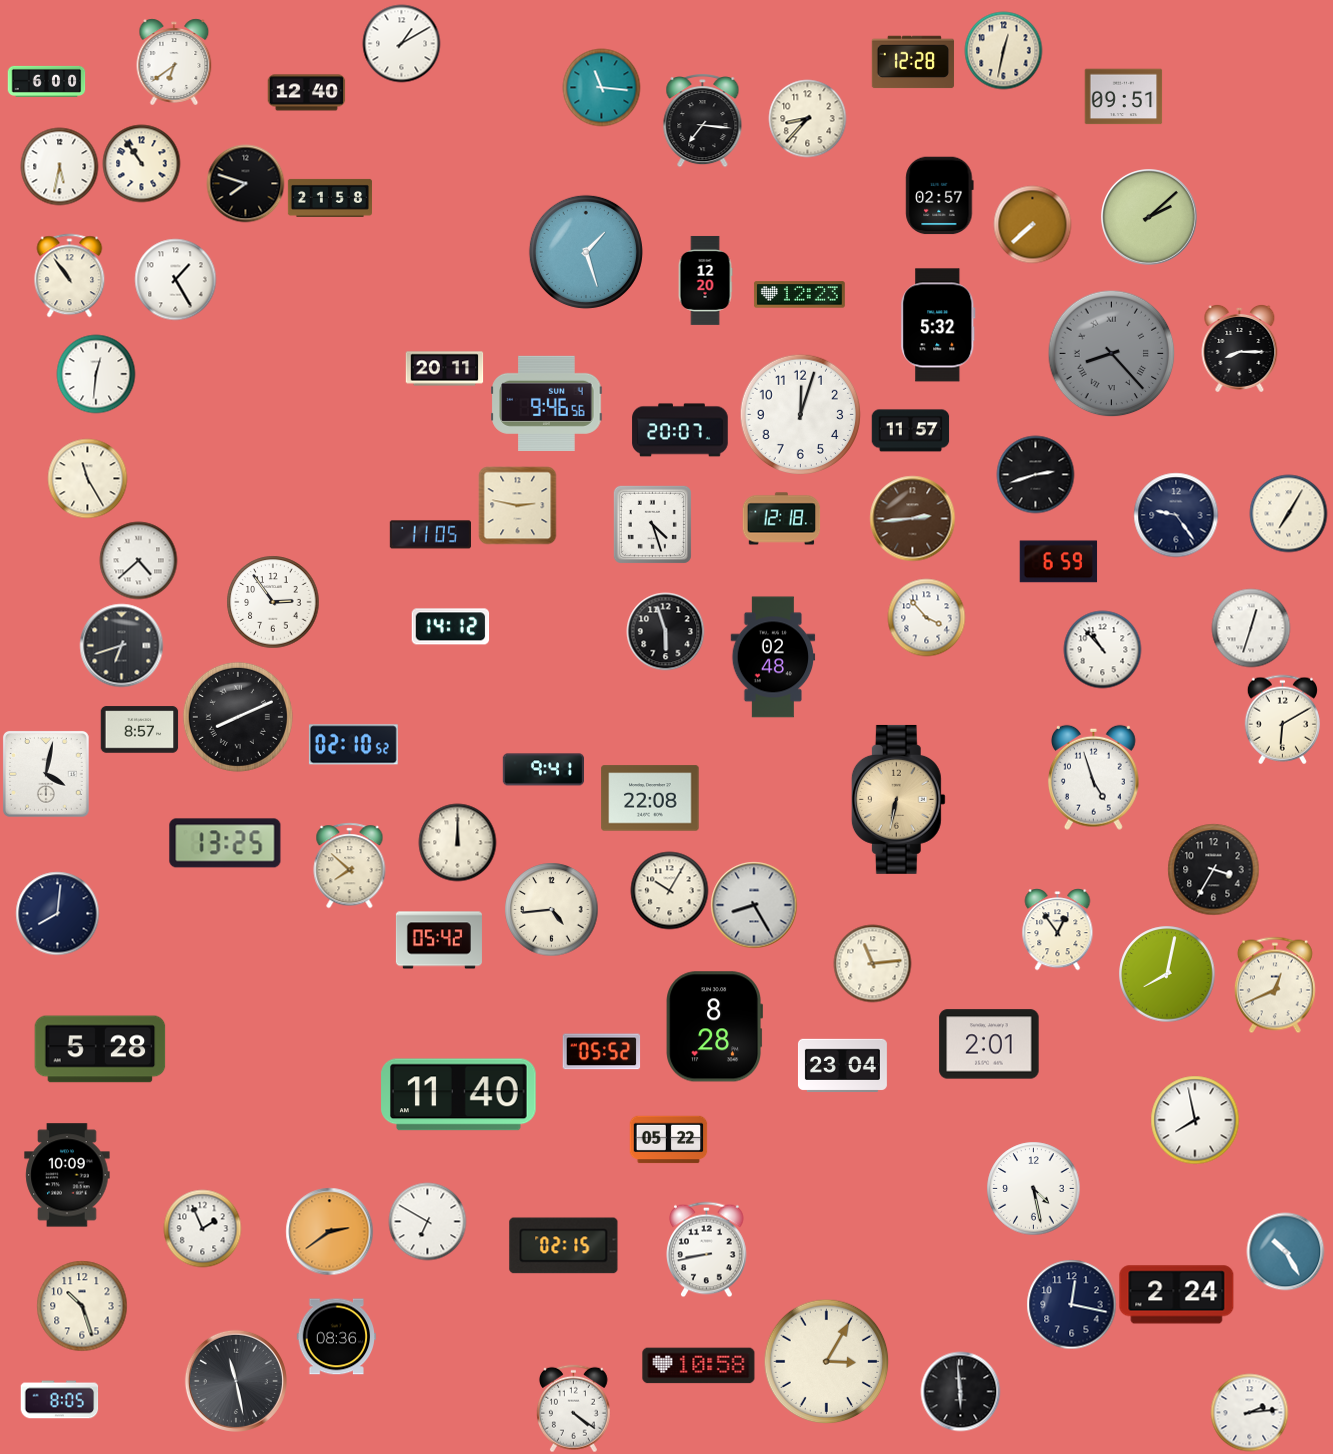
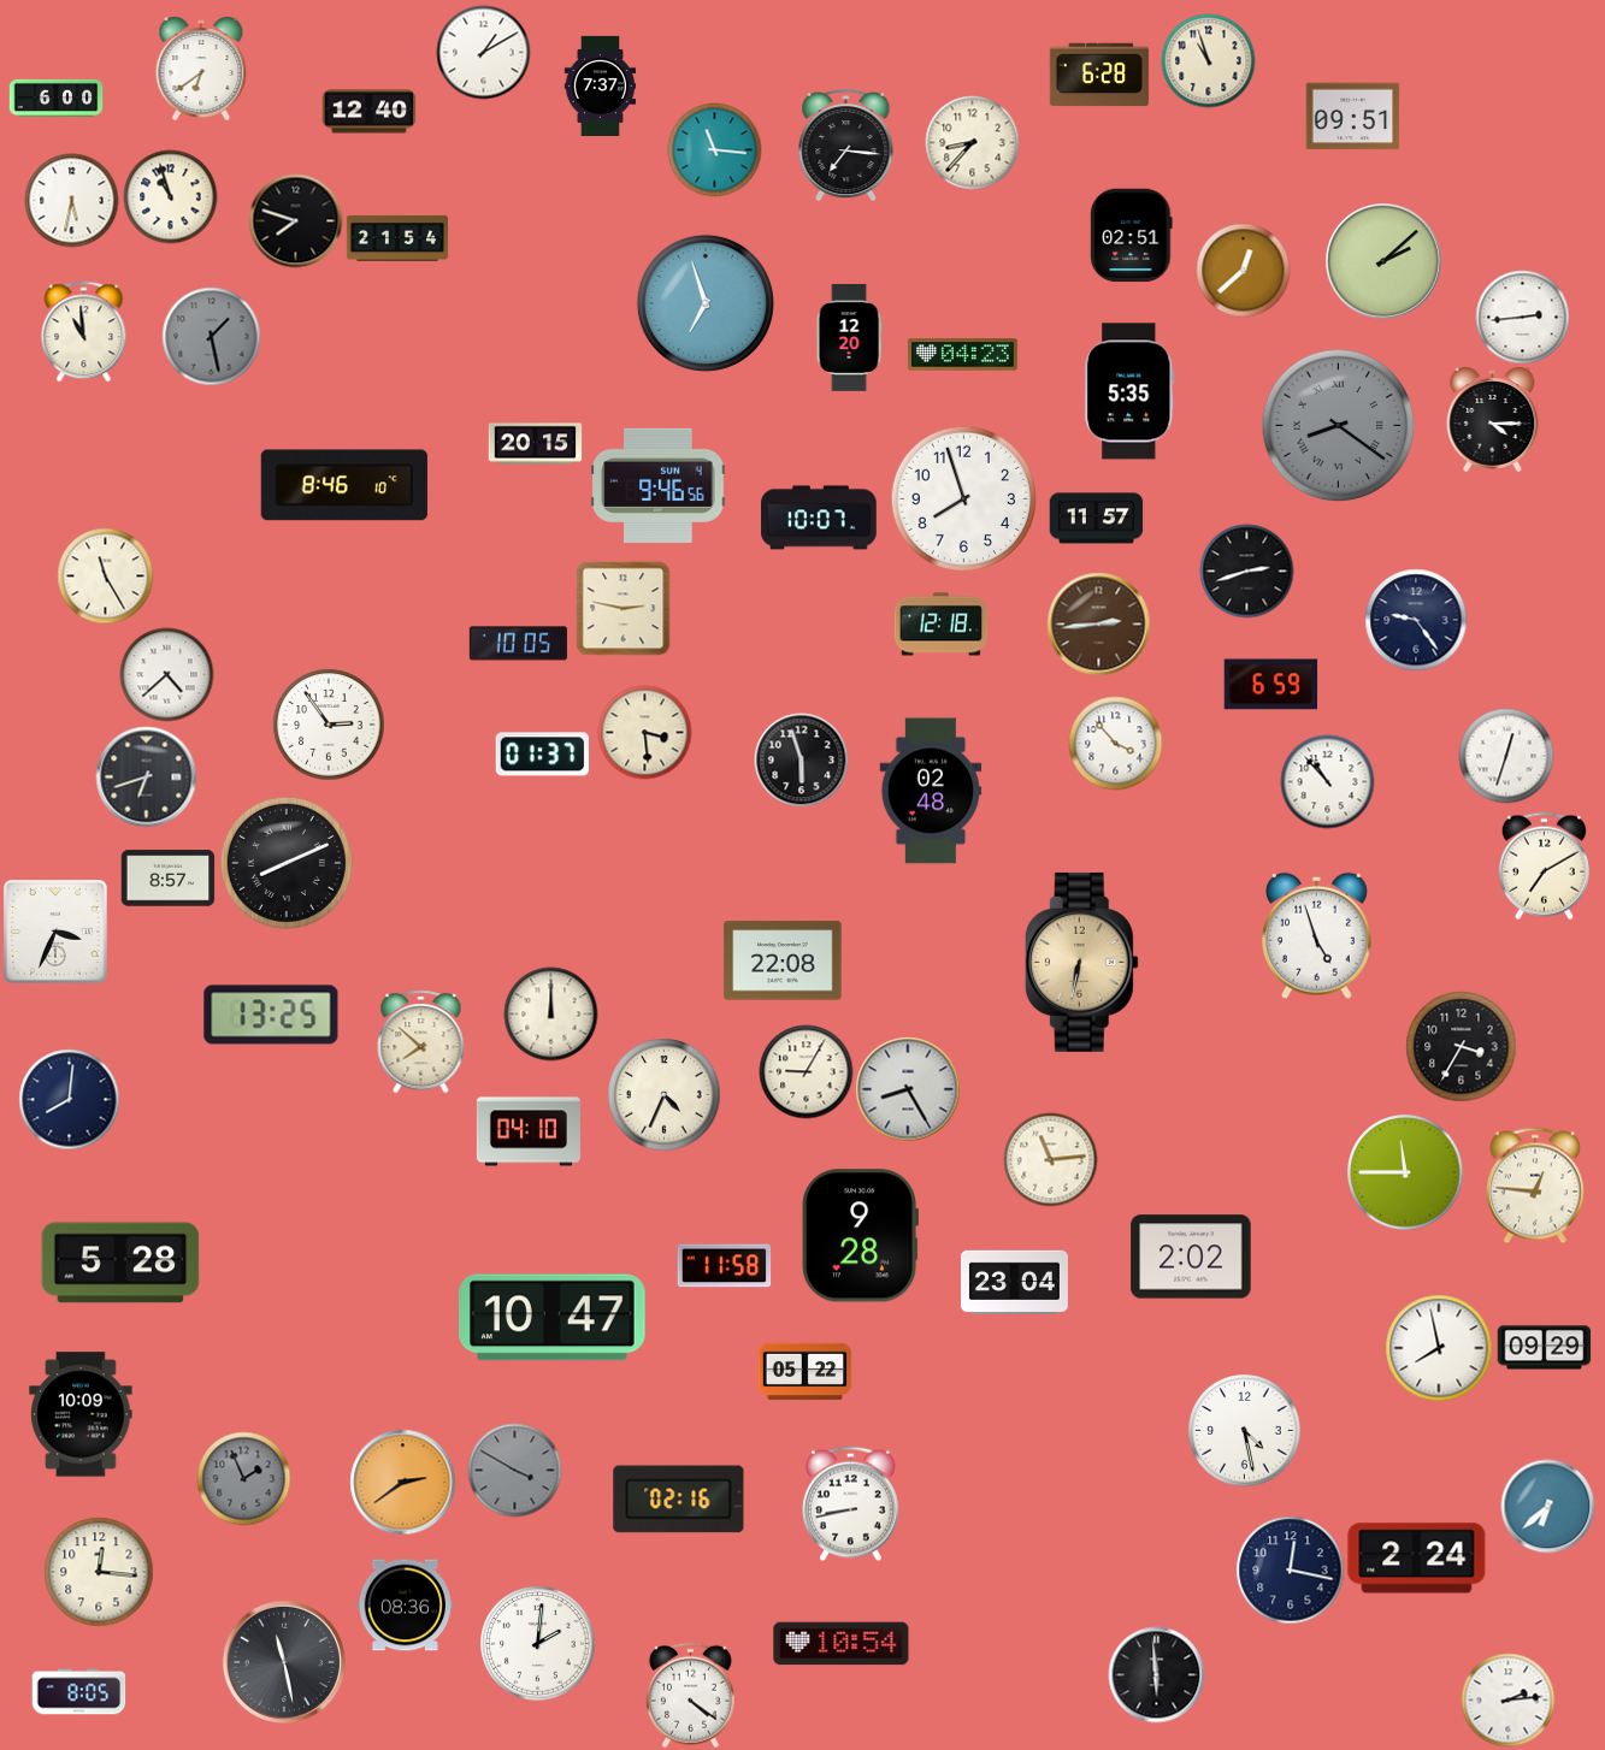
clock at (1003, 50): 12:32 -> 10:57
clock at (174, 62) position: (174, 62) -> (201, 69)
clock at (913, 62): 12:28 -> 6:28
clock at (600, 85): none -> 7:37
clock at (601, 87) position: (601, 87) -> (714, 149)
clock at (141, 163): 10:54 -> 10:57
clock at (940, 195): 02:57 -> 02:51
clock at (330, 198): 21:58 -> 21:54
clock at (1032, 224): 7:38 -> 12:38
clock at (586, 252): 1:27 -> 6:57
clock at (1522, 317): none -> 2:44
clock at (70, 275): 10:54 -> 10:59
clock at (175, 279): 1:25 -> 1:28
clock at (175, 279) dial: white -> grey
clock at (799, 295): 12:23 -> 04:23
clock at (938, 325): 5:32 -> 5:35
clock at (1240, 348): 8:15 -> 4:15
clock at (1111, 353): 8:23 -> 8:21
clock at (444, 369): 20:11 -> 20:15
clock at (96, 374): 12:31 -> none
clock at (344, 485): none -> 8:46
clock at (800, 414): 12:03 -> 7:57
clock at (680, 430): 20:07 -> 10:07
clock at (1288, 513): 7:05 -> none
clock at (652, 524): 4:27 -> none
clock at (430, 535): 11:05 -> 10:05
clock at (1058, 562) position: (1058, 562) -> (1270, 685)
clock at (644, 732): none -> 3:29
clock at (450, 627): 14:12 -> 01:37
clock at (1282, 719): 6:10 -> 7:10
clock at (353, 745): 02:10 -> none
clock at (543, 770): 9:41 -> none
clock at (46, 774): 4:02 -> 3:34
clock at (669, 890): 10:05 -> 9:05
clock at (551, 909): 4:44 -> 4:34
clock at (1058, 929): 12:54 -> none
clock at (439, 940): 05:42 -> 04:10
clock at (1167, 974): 8:02 -> 11:45
clock at (1275, 985): 12:41 -> 12:46
clock at (714, 1027): 8:28 -> 9:28
clock at (989, 1044): 2:01 -> 2:02
clock at (601, 1052): 05:52 -> 11:58
clock at (459, 1095): 11:40 -> 10:47
clock at (1544, 1348): none -> 09:29
clock at (427, 1221): 6:50 -> 3:50
clock at (427, 1221) dial: white -> grey
clock at (202, 1228) dial: white -> grey
clock at (329, 1231) position: (329, 1231) -> (402, 1482)
clock at (564, 1246): 02:15 -> 02:16
clock at (1285, 1251): 10:25 -> 6:38
clock at (82, 1306): 10:27 -> 12:16
clock at (336, 1337) position: (336, 1337) -> (405, 1606)
clock at (826, 1361): 3:05 -> none
clock at (537, 1643): none -> 2:01
clock at (699, 1366): 10:58 -> 10:54
clock at (59, 1400) position: (59, 1400) -> (78, 1692)
clock at (1249, 1412) position: (1249, 1412) -> (1507, 1699)
